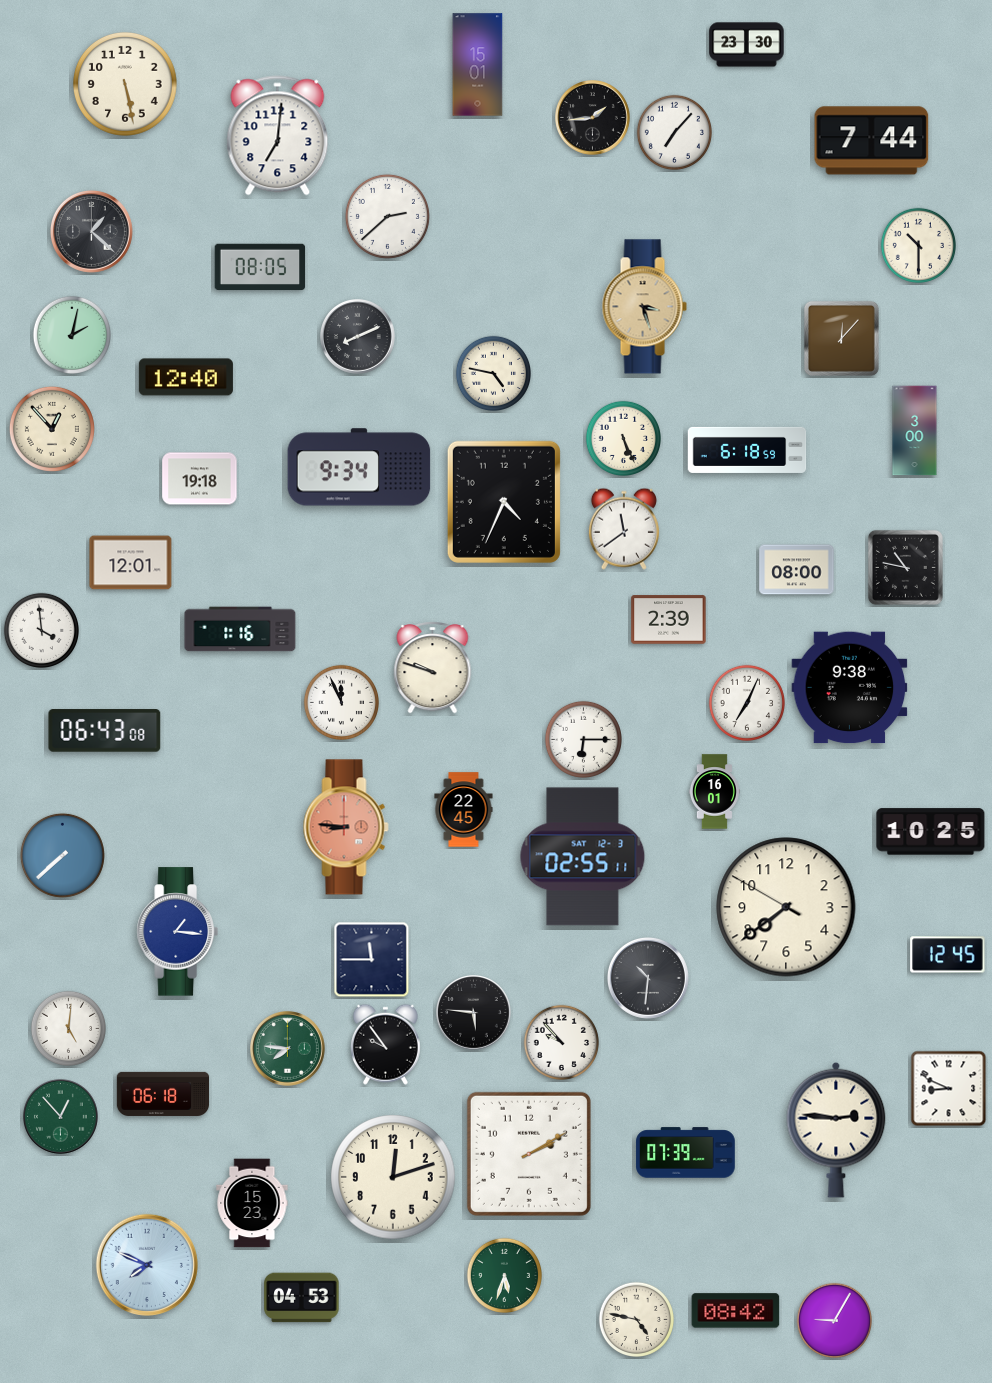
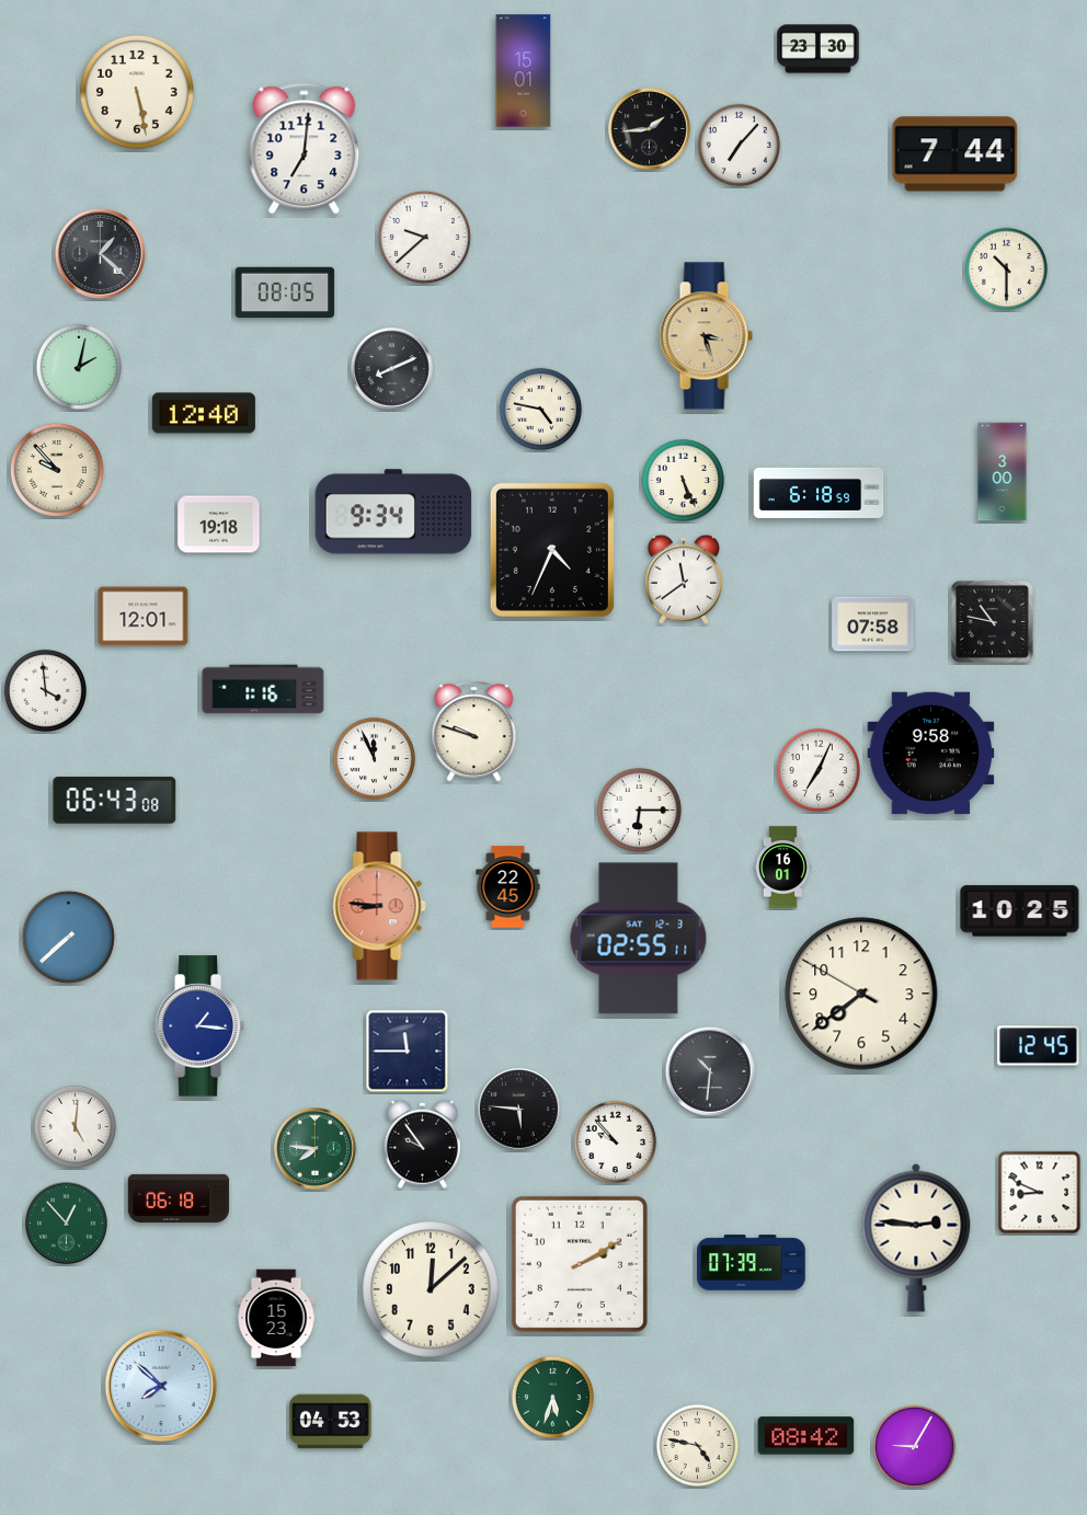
clock at (387, 216): 2:38 -> 9:38
clock at (841, 338): 12:07 -> none
clock at (52, 429): 12:53 -> 9:53
clock at (797, 570): 08:00 -> 07:58
clock at (669, 620): 2:39 -> none
clock at (850, 688): 9:38 -> 9:58
clock at (341, 702) position: (341, 702) -> (374, 758)
clock at (177, 932) position: (177, 932) -> (199, 1026)
clock at (393, 1177): 12:12 -> 12:08
clock at (147, 1265): 7:49 -> 7:52
